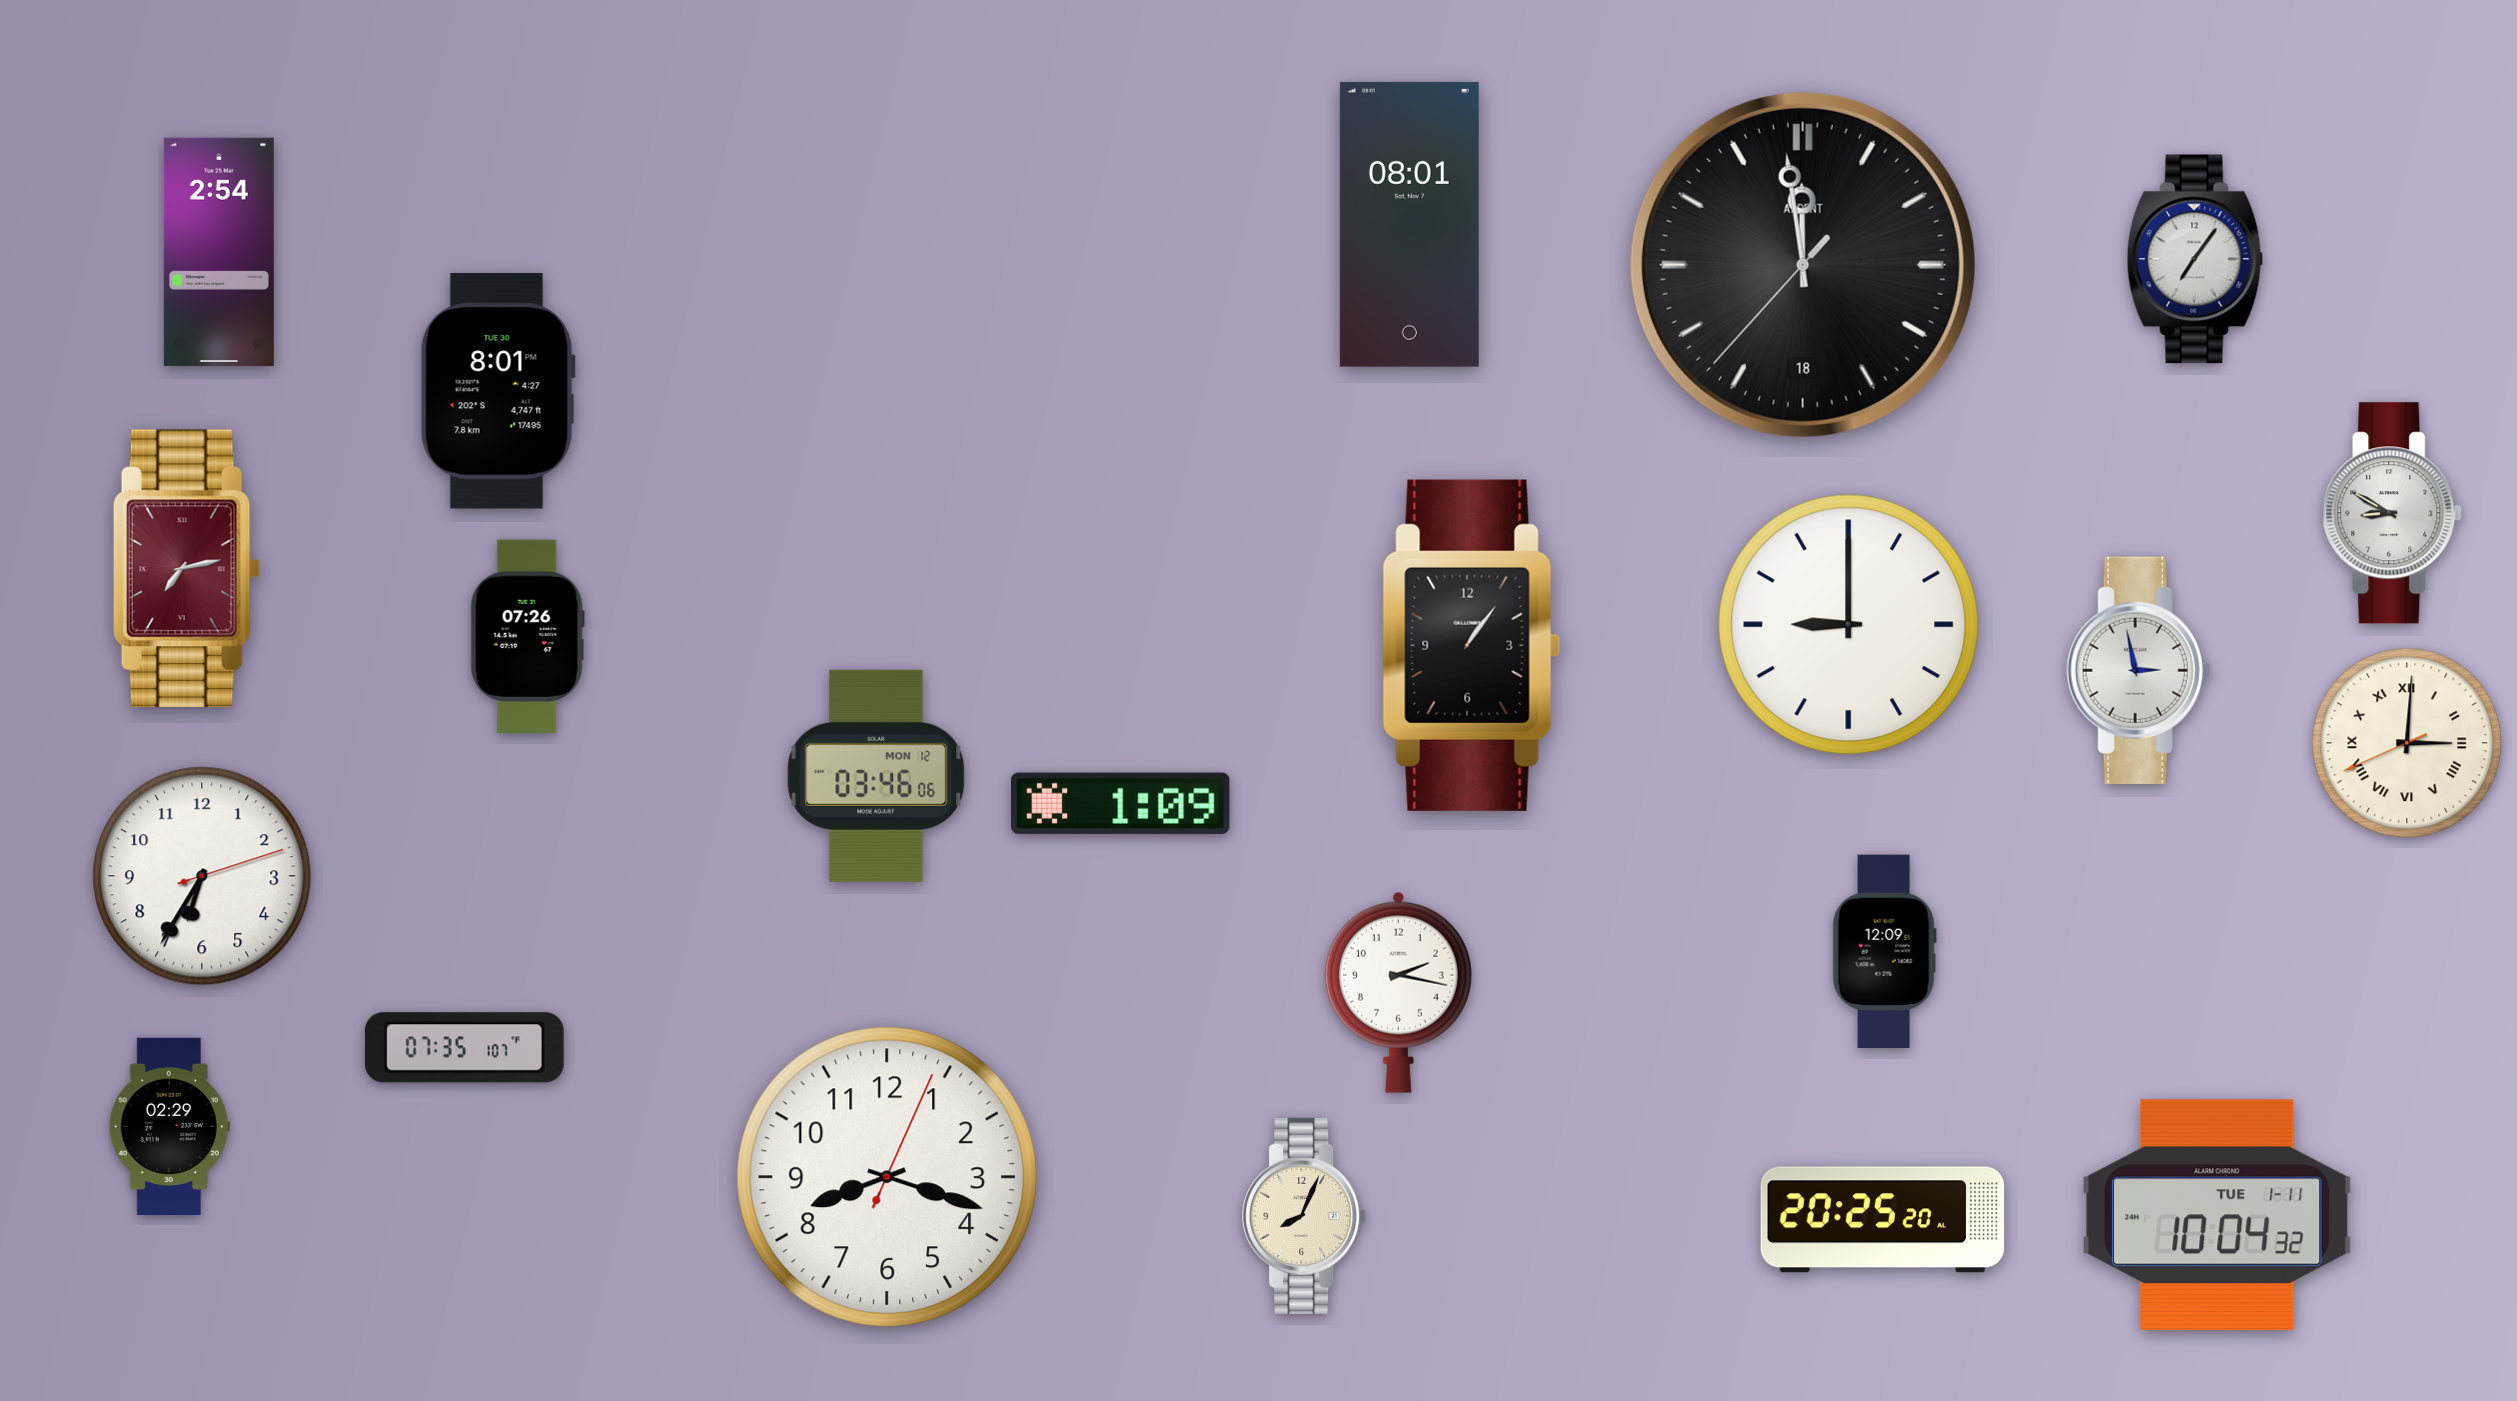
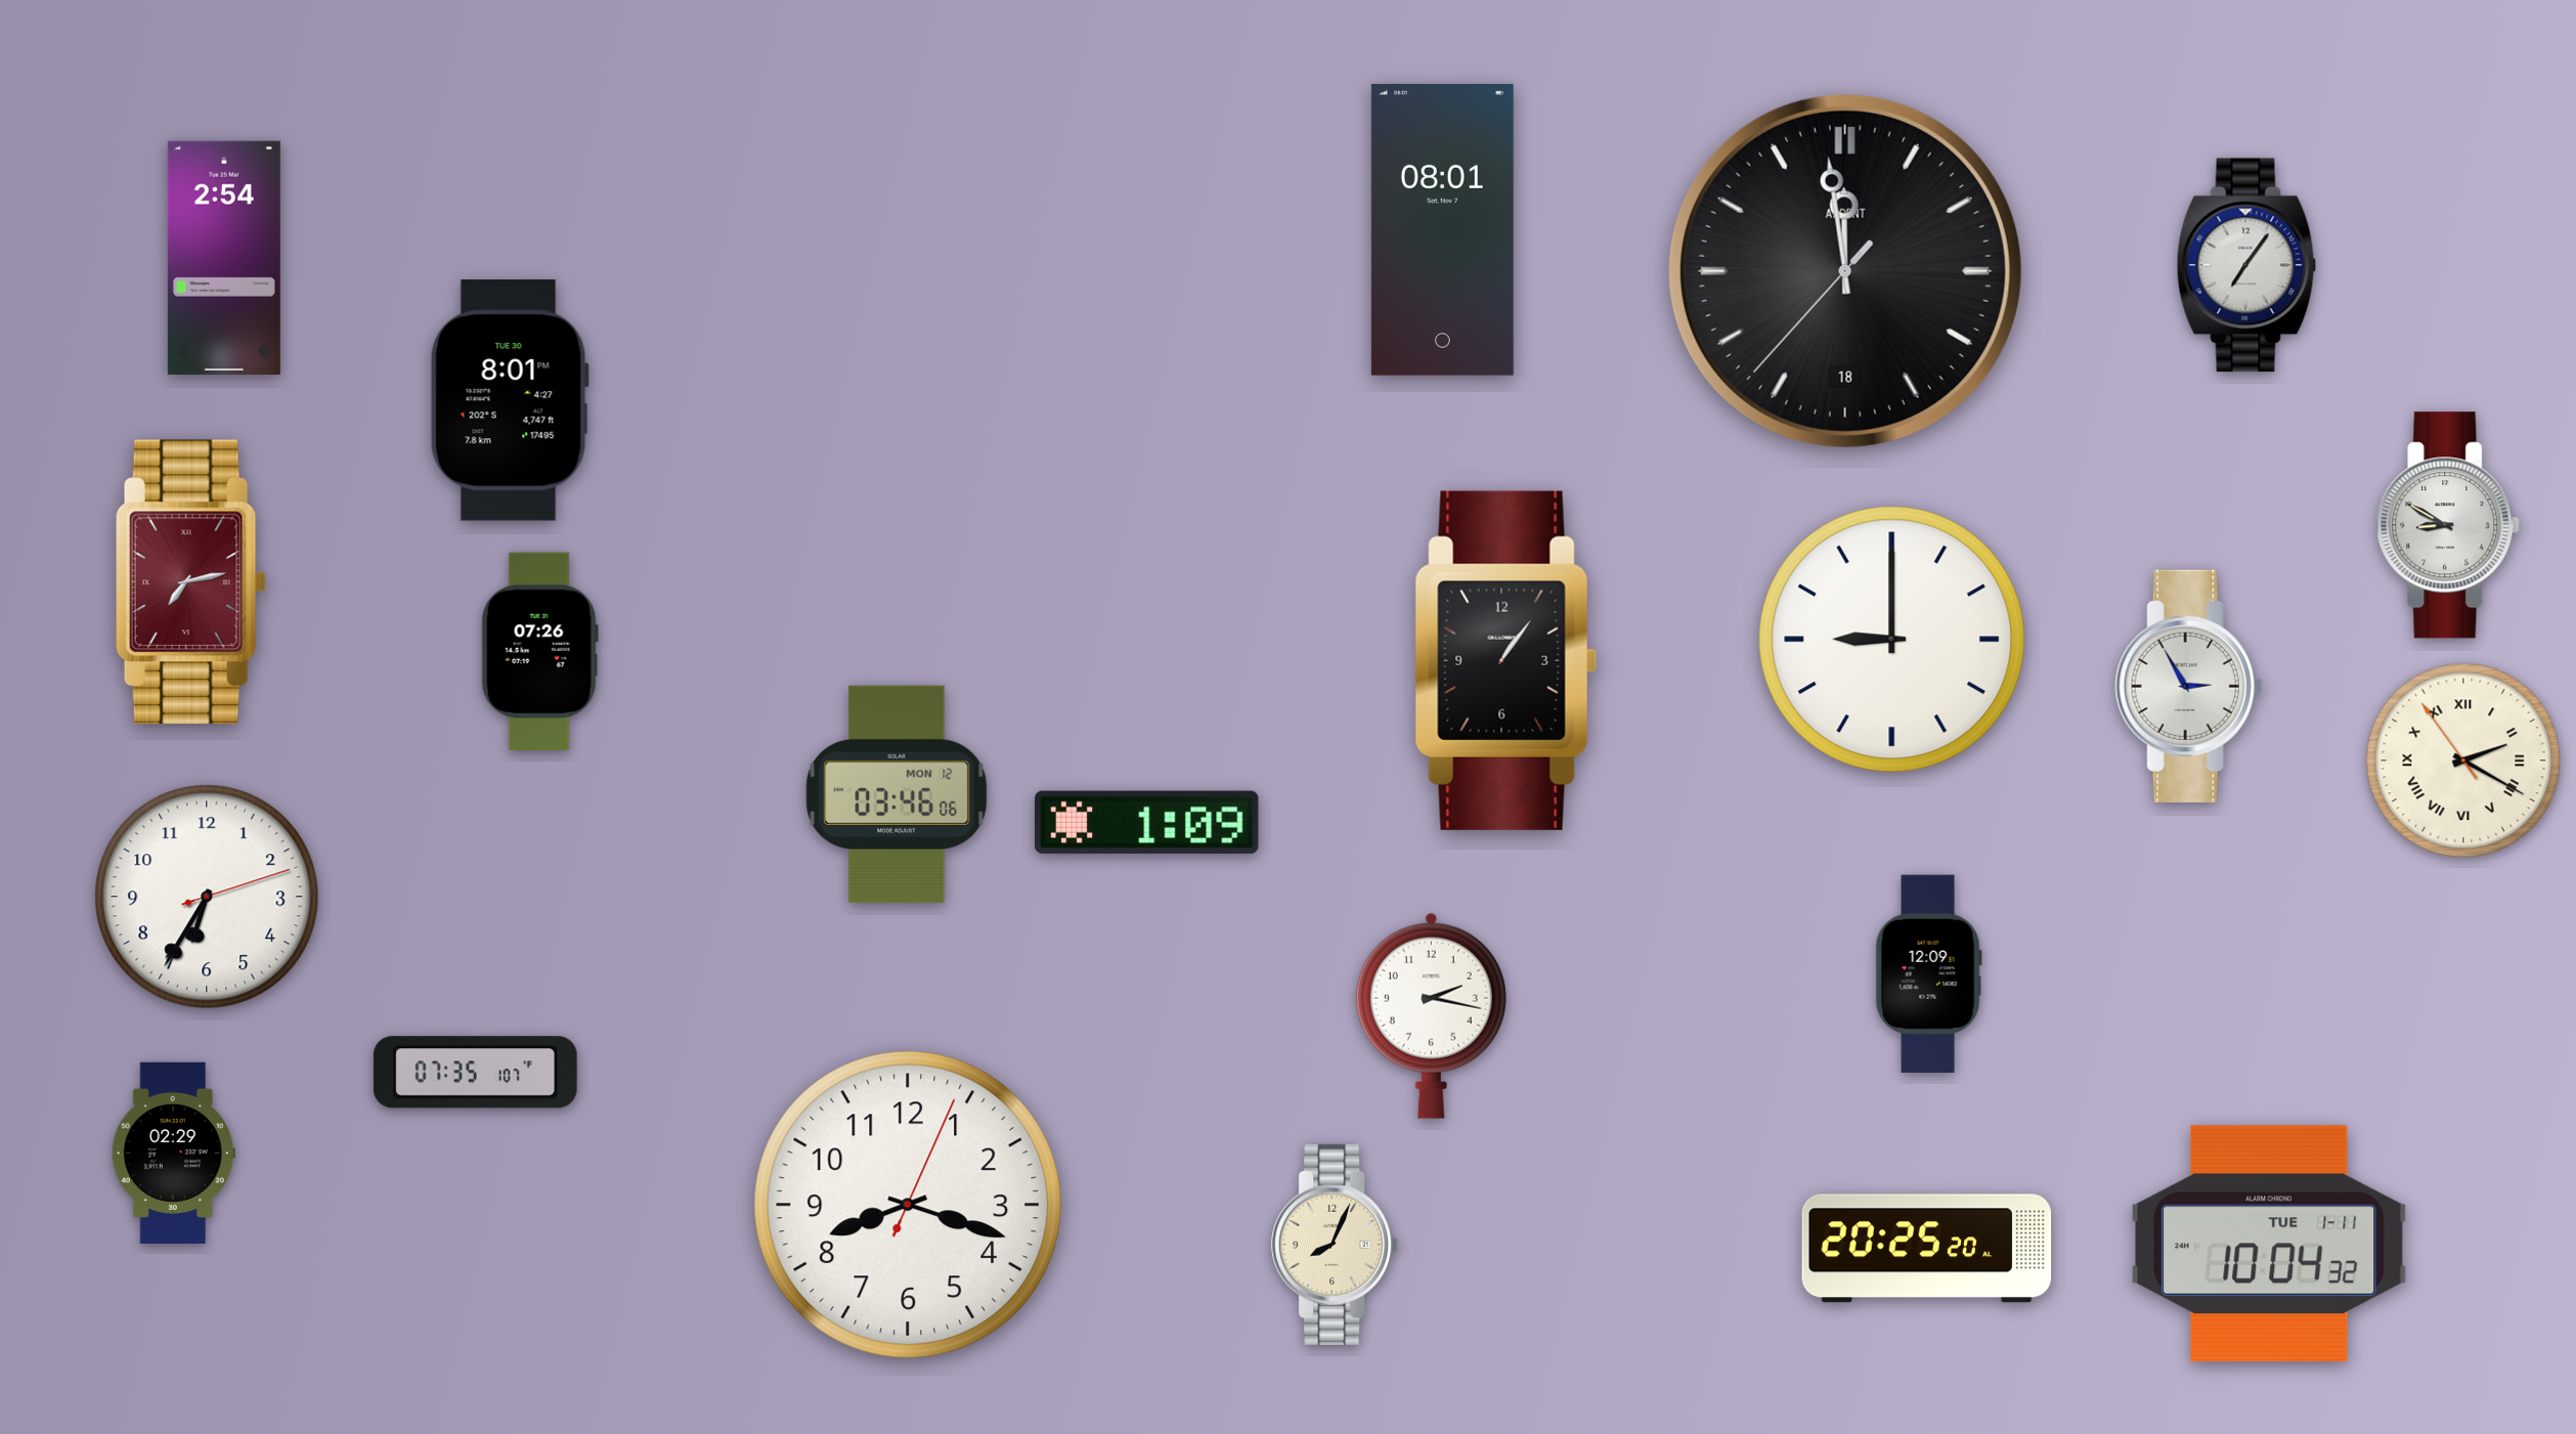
clock at (2138, 670): 2:58 -> 2:55
clock at (2407, 743): 3:00 -> 2:19
